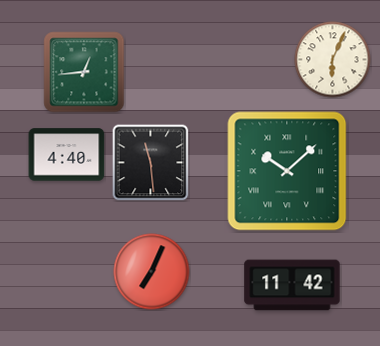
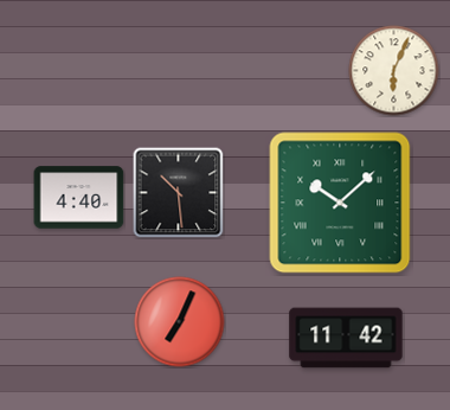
clock at (84, 72): 12:44 -> none
clock at (67, 155) position: (67, 155) -> (79, 198)
clock at (151, 163): 11:29 -> 10:29
